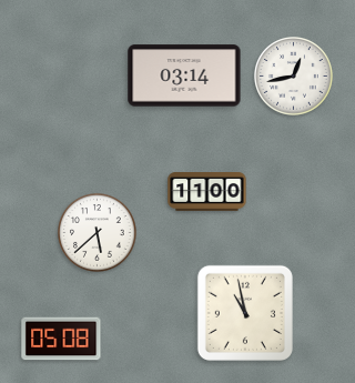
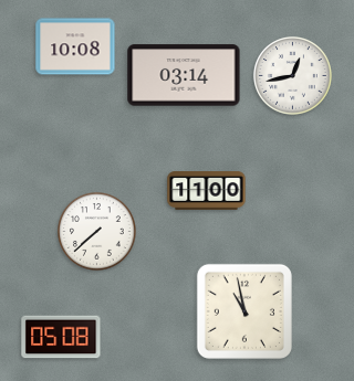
clock at (75, 46): none -> 10:08
clock at (98, 233): 5:38 -> 7:38
